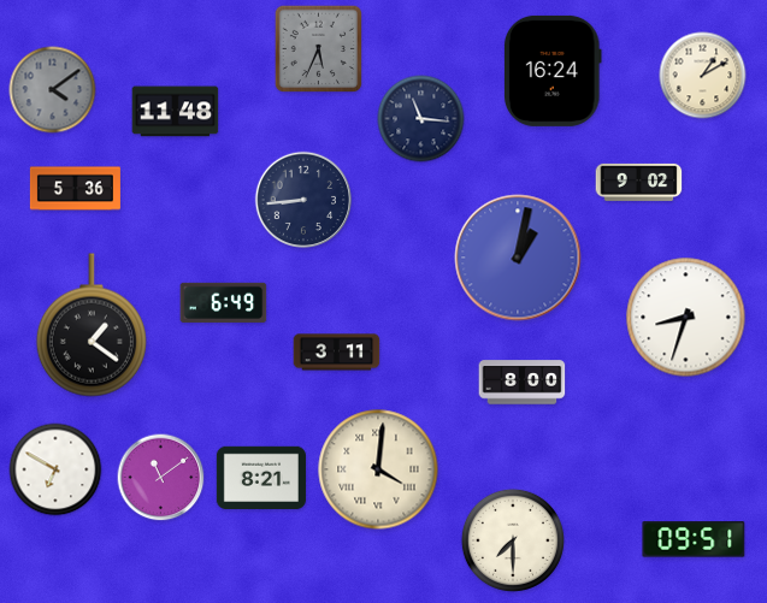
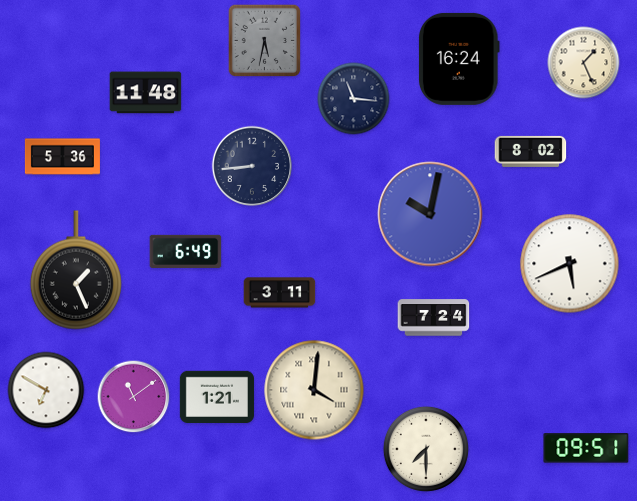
clock at (318, 48): 5:34 -> 5:32
clock at (703, 76): 1:10 -> 1:26
clock at (53, 90): 4:09 -> none
clock at (421, 119) position: (421, 119) -> (354, 99)
clock at (639, 182): 9:02 -> 8:02
clock at (518, 258): 1:02 -> 10:02
clock at (686, 318): 8:33 -> 5:41
clock at (92, 325): 1:21 -> 1:26
clock at (523, 383): 8:00 -> 7:24
clock at (261, 477): 8:21 -> 1:21
clock at (694, 539) position: (694, 539) -> (586, 448)
